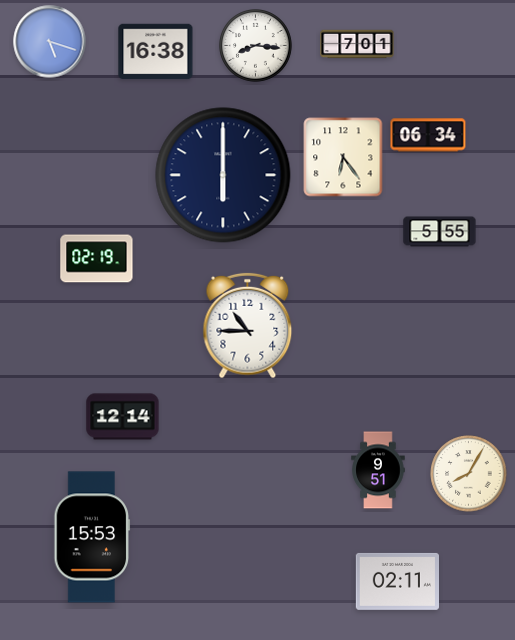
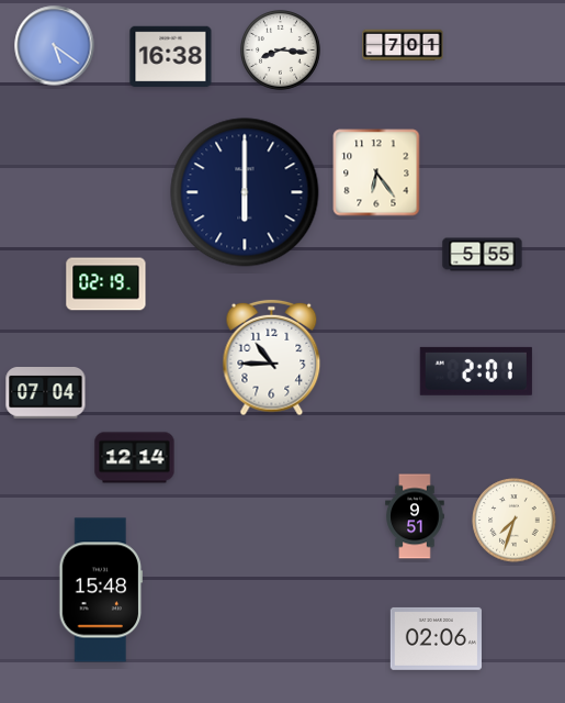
clock at (50, 42): 5:18 -> 5:21
clock at (357, 44) position: (357, 44) -> (403, 45)
clock at (428, 135): 06:34 -> none
clock at (476, 371): none -> 2:01
clock at (46, 393): none -> 07:04
clock at (469, 474): 8:05 -> 7:33
clock at (92, 537): 15:53 -> 15:48
clock at (397, 581): 02:11 -> 02:06
